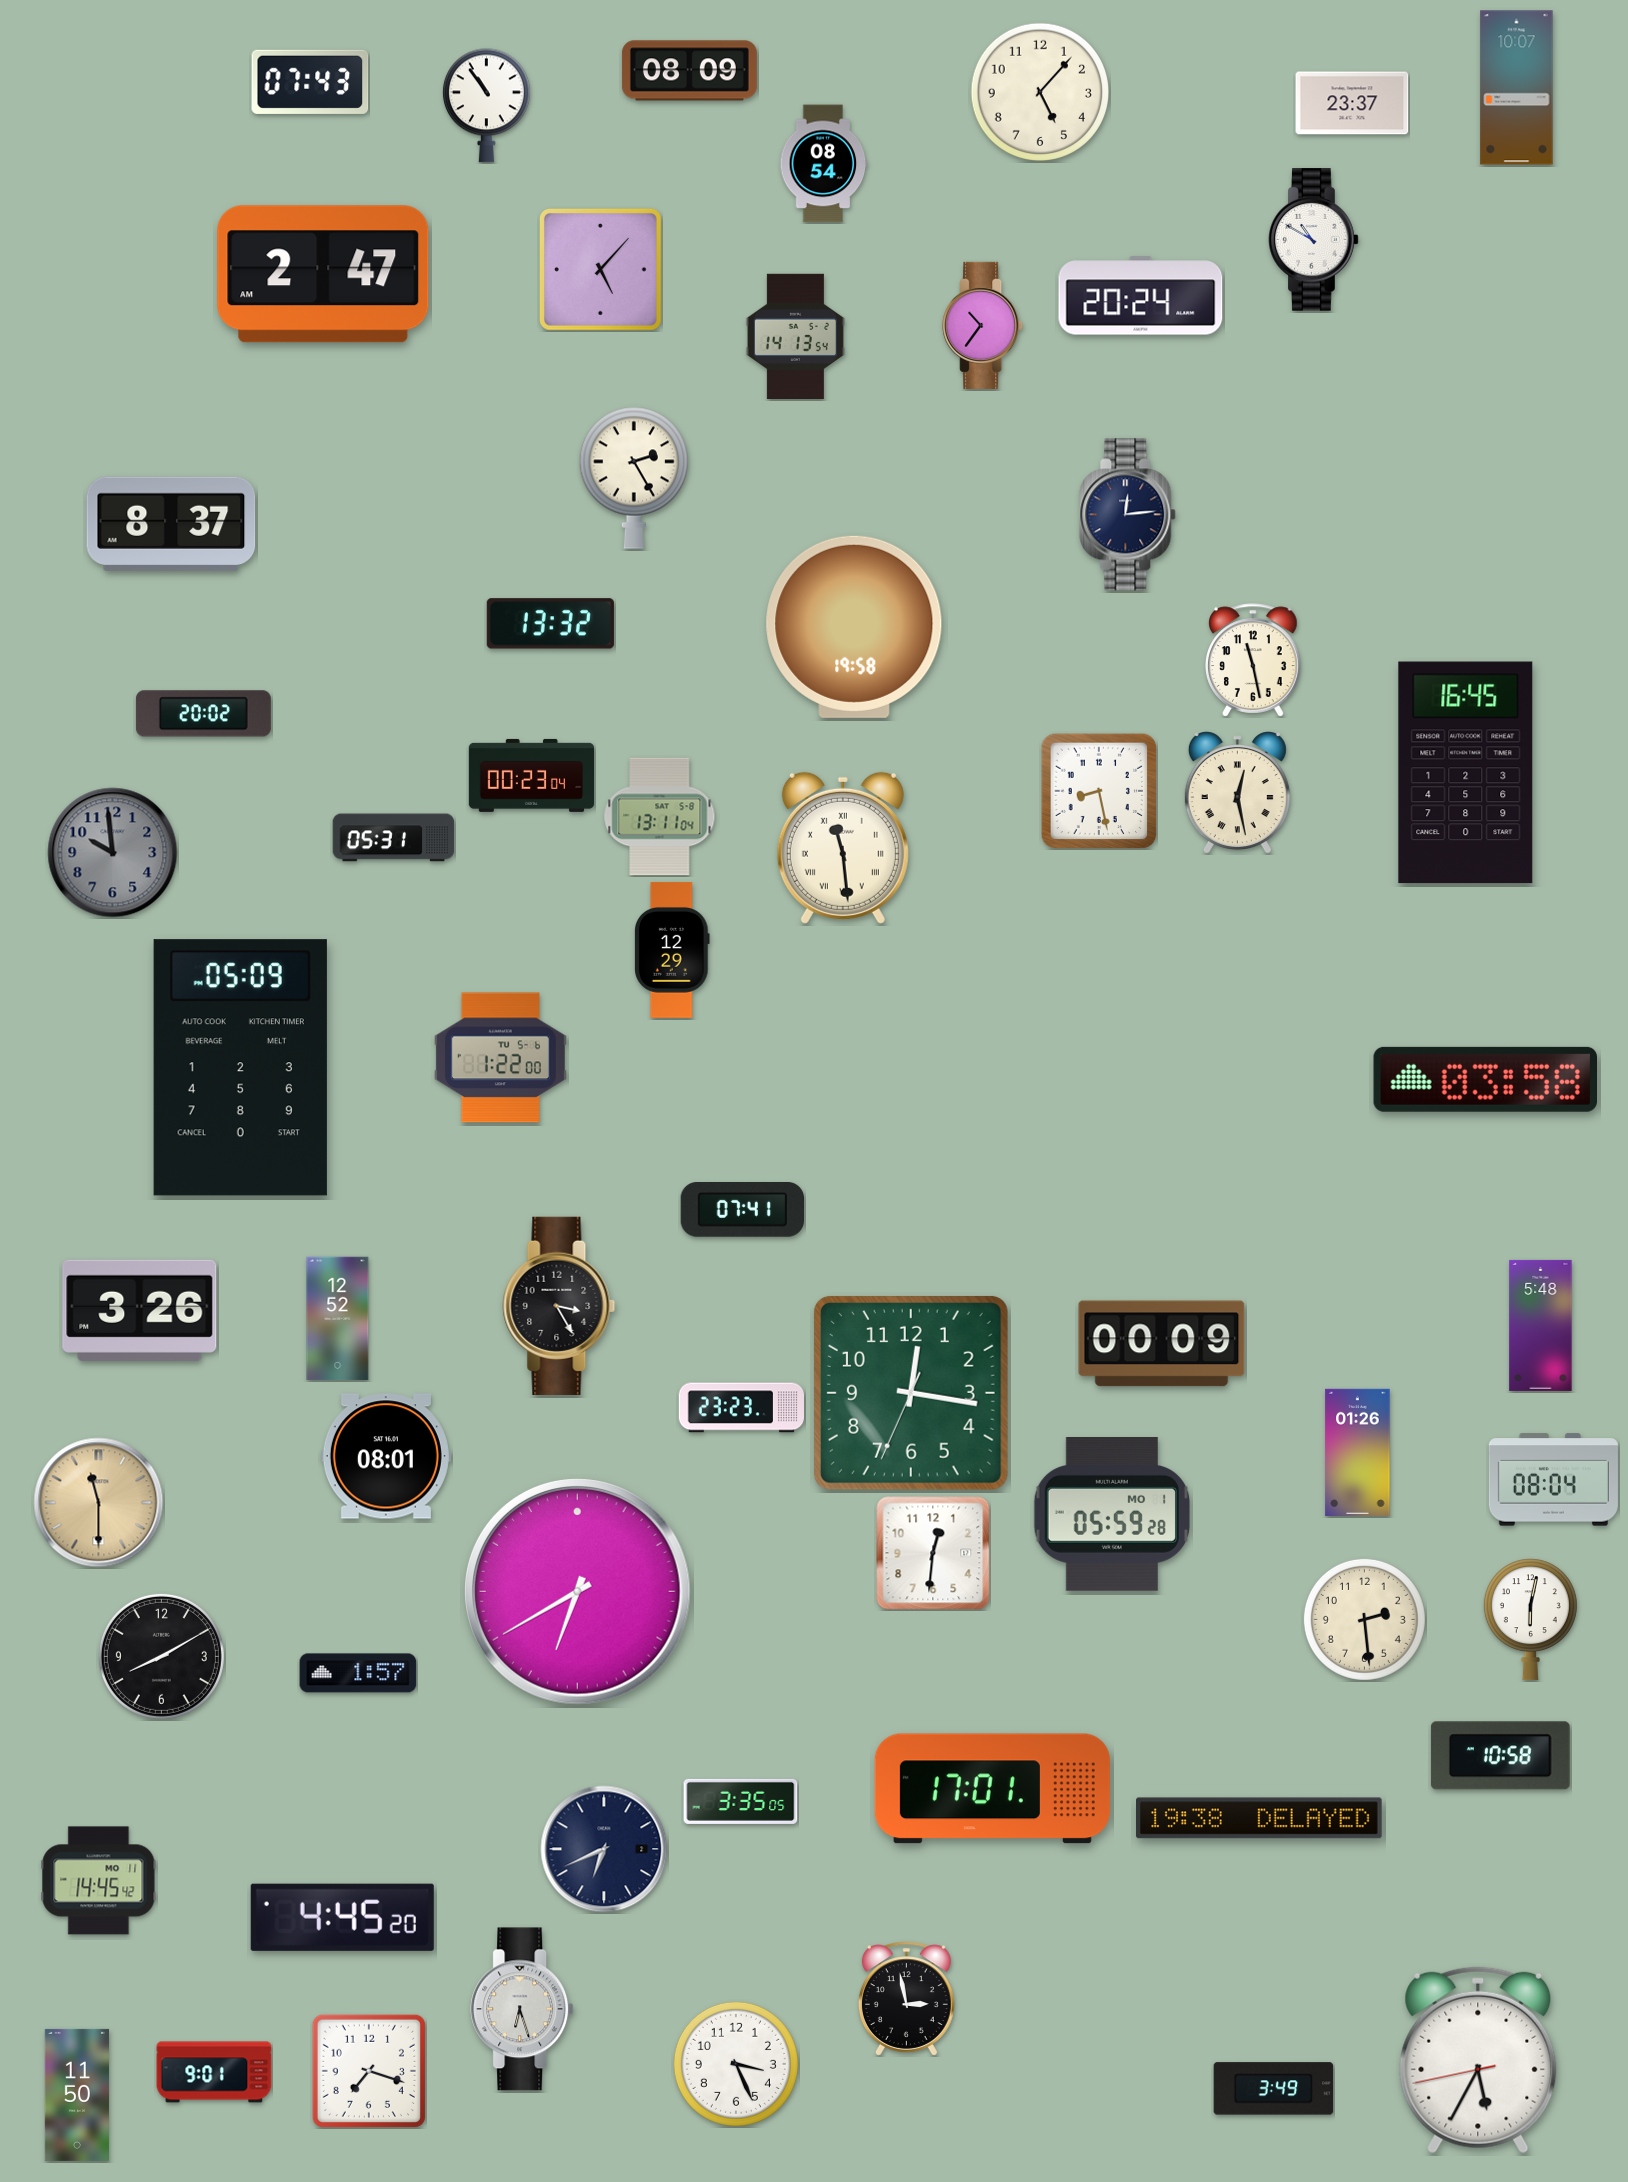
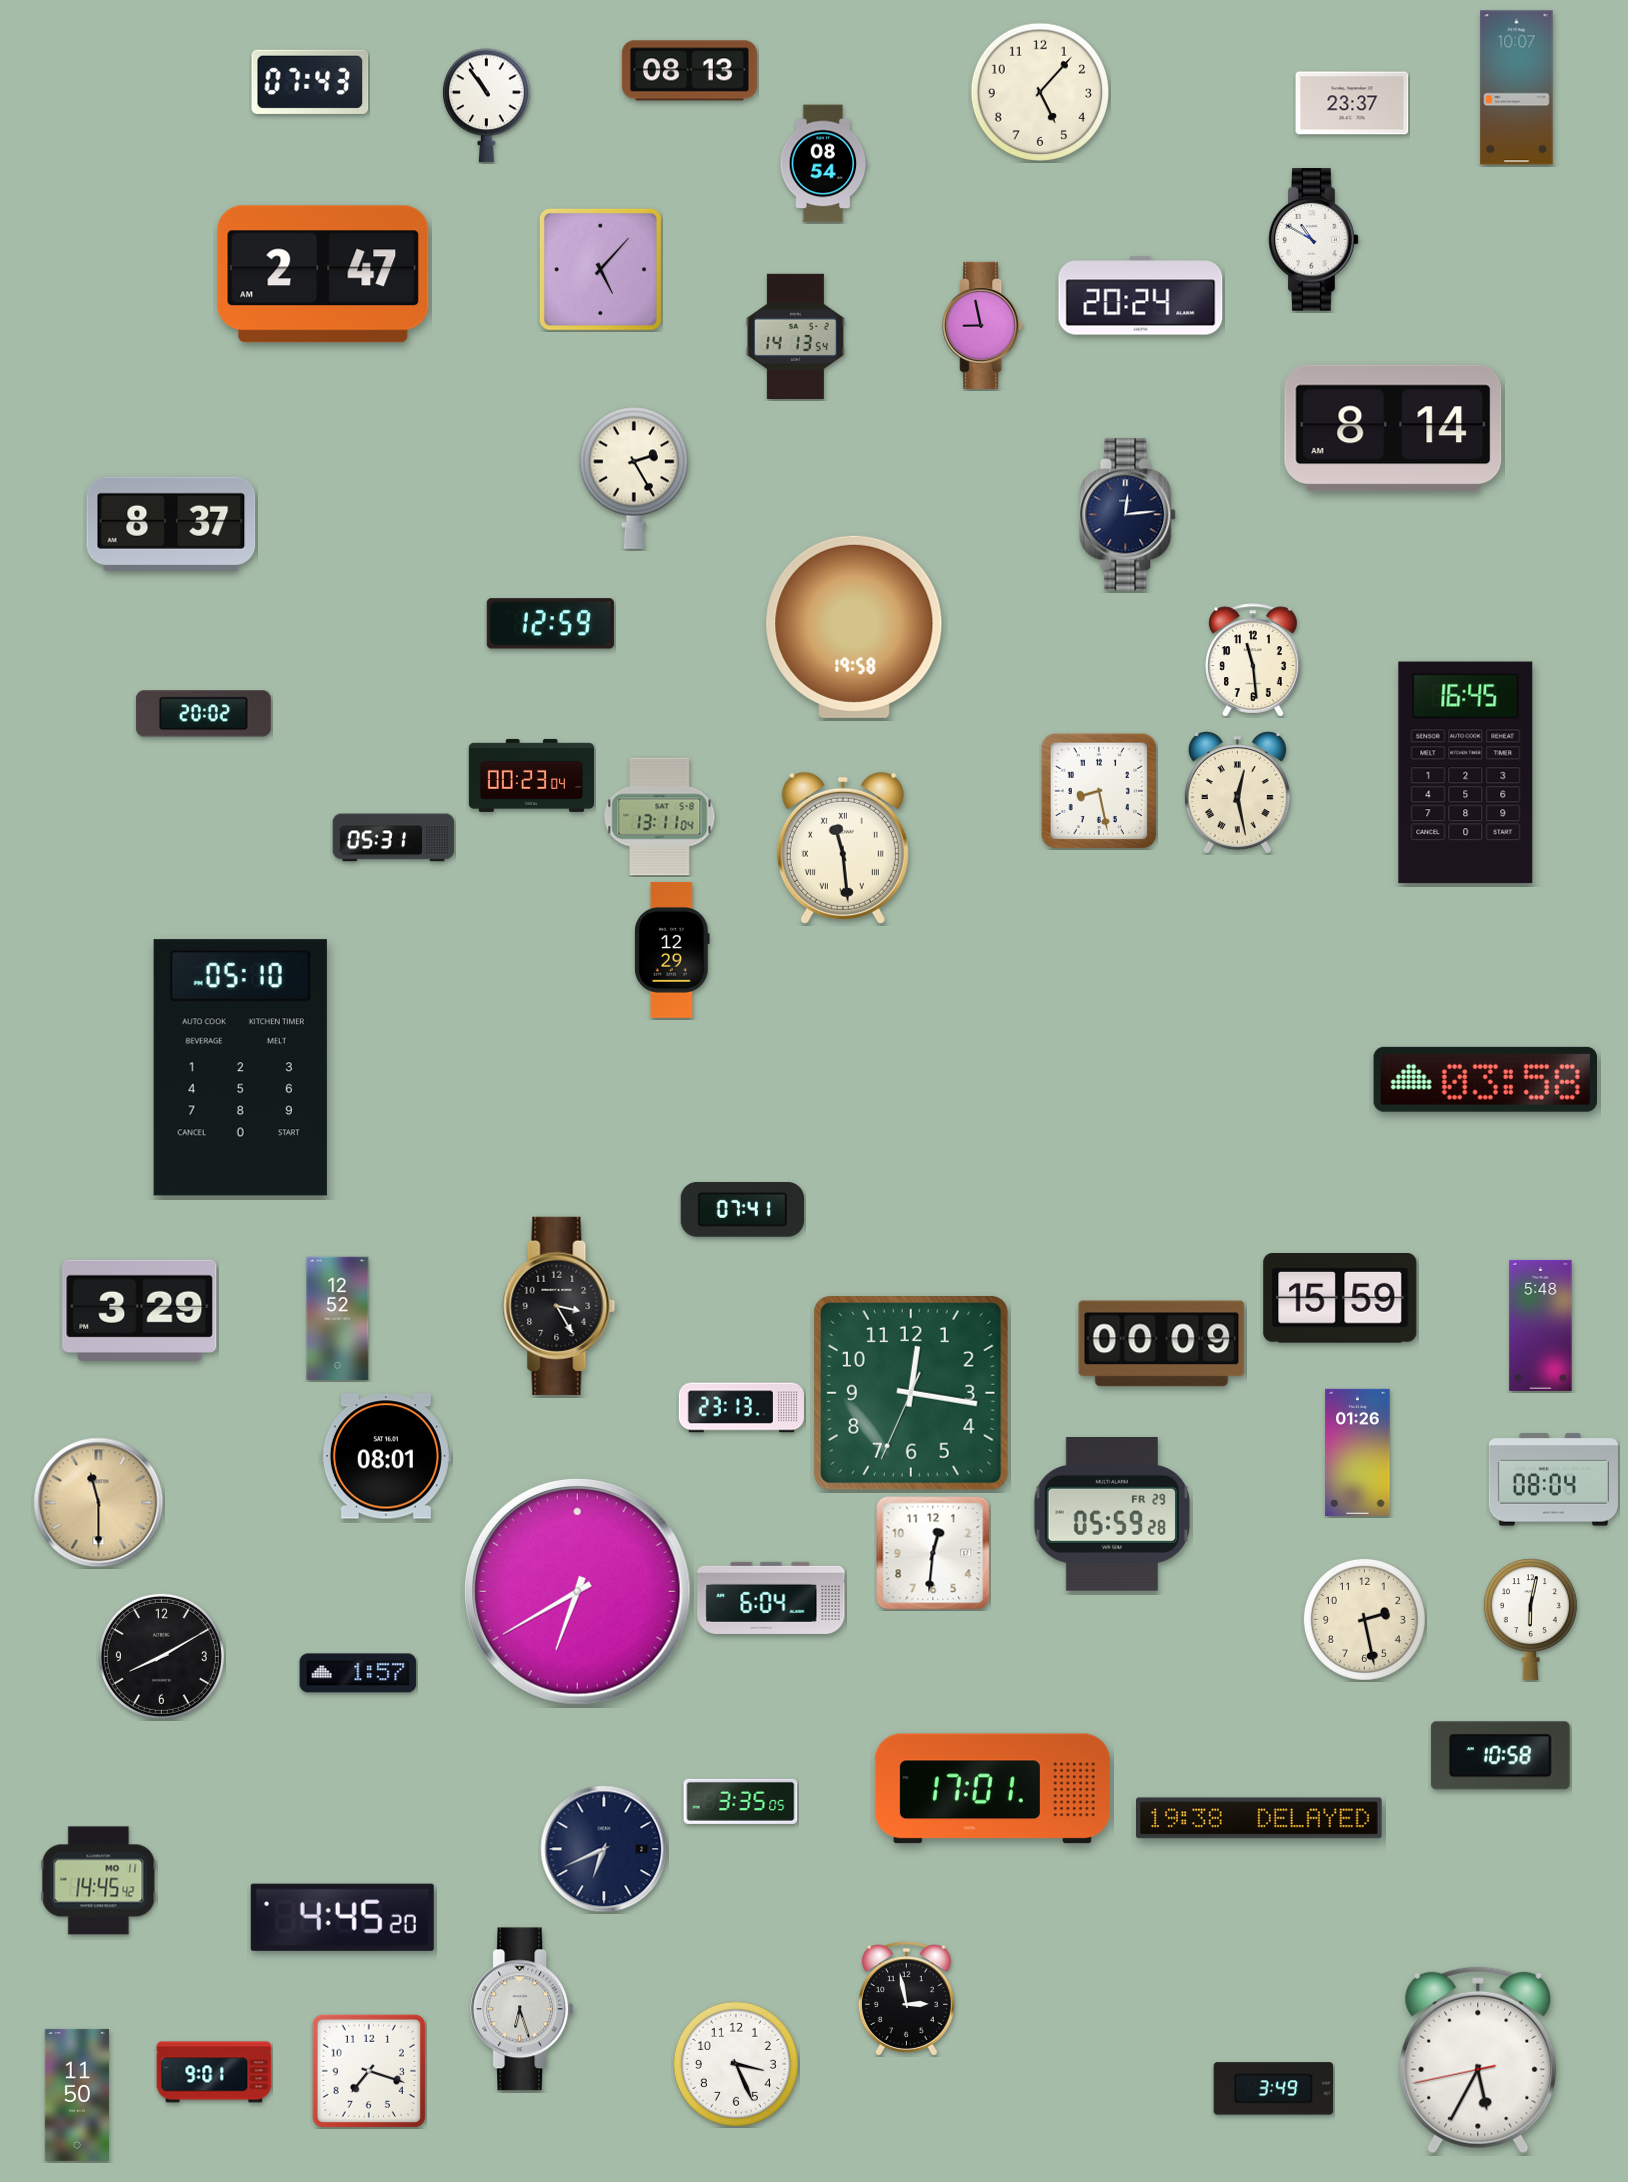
clock at (689, 71): 08:09 -> 08:13
clock at (983, 325): 10:36 -> 8:58
clock at (1393, 428): none -> 8:14
clock at (550, 624): 13:32 -> 12:59
clock at (1254, 660): 11:28 -> 11:29
clock at (113, 853): 9:59 -> none
clock at (500, 1058): 1:22 -> none
clock at (240, 1068): 05:09 -> 05:10
clock at (1340, 1299): none -> 15:59
clock at (140, 1310): 3:26 -> 3:29
clock at (741, 1408): 23:23 -> 23:13
clock at (1111, 1515) date: MO 1 -> FR 29
clock at (771, 1598): none -> 6:04
clock at (1364, 1619): 2:29 -> 2:28
